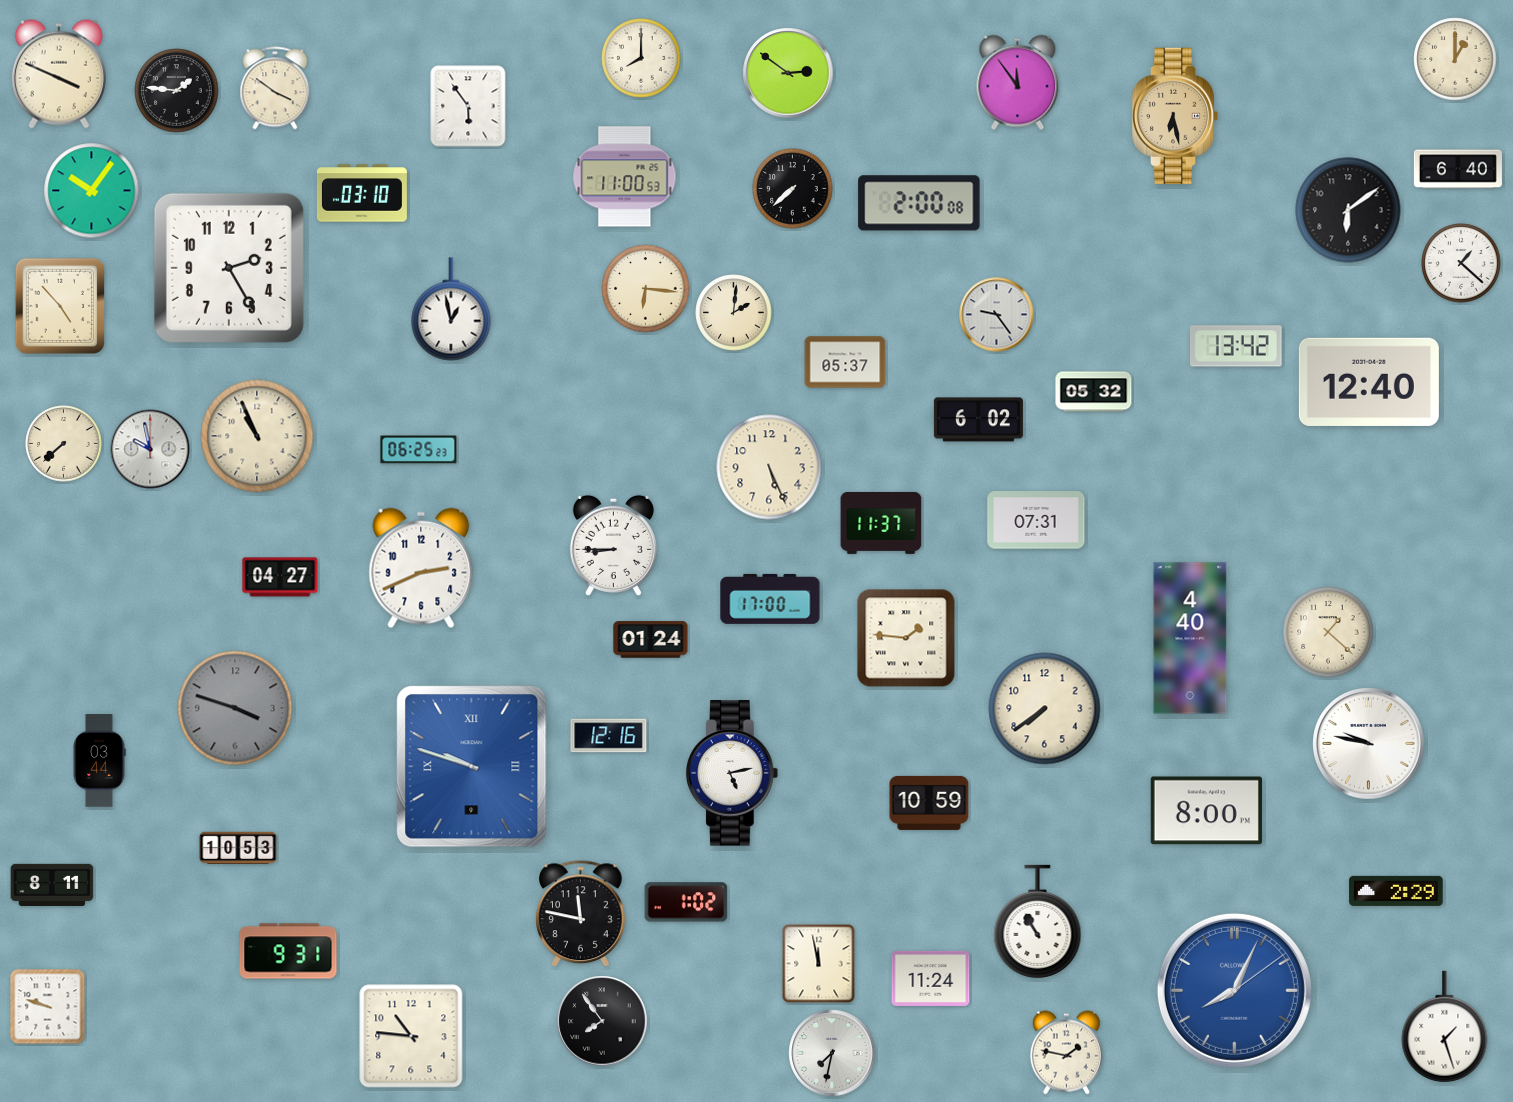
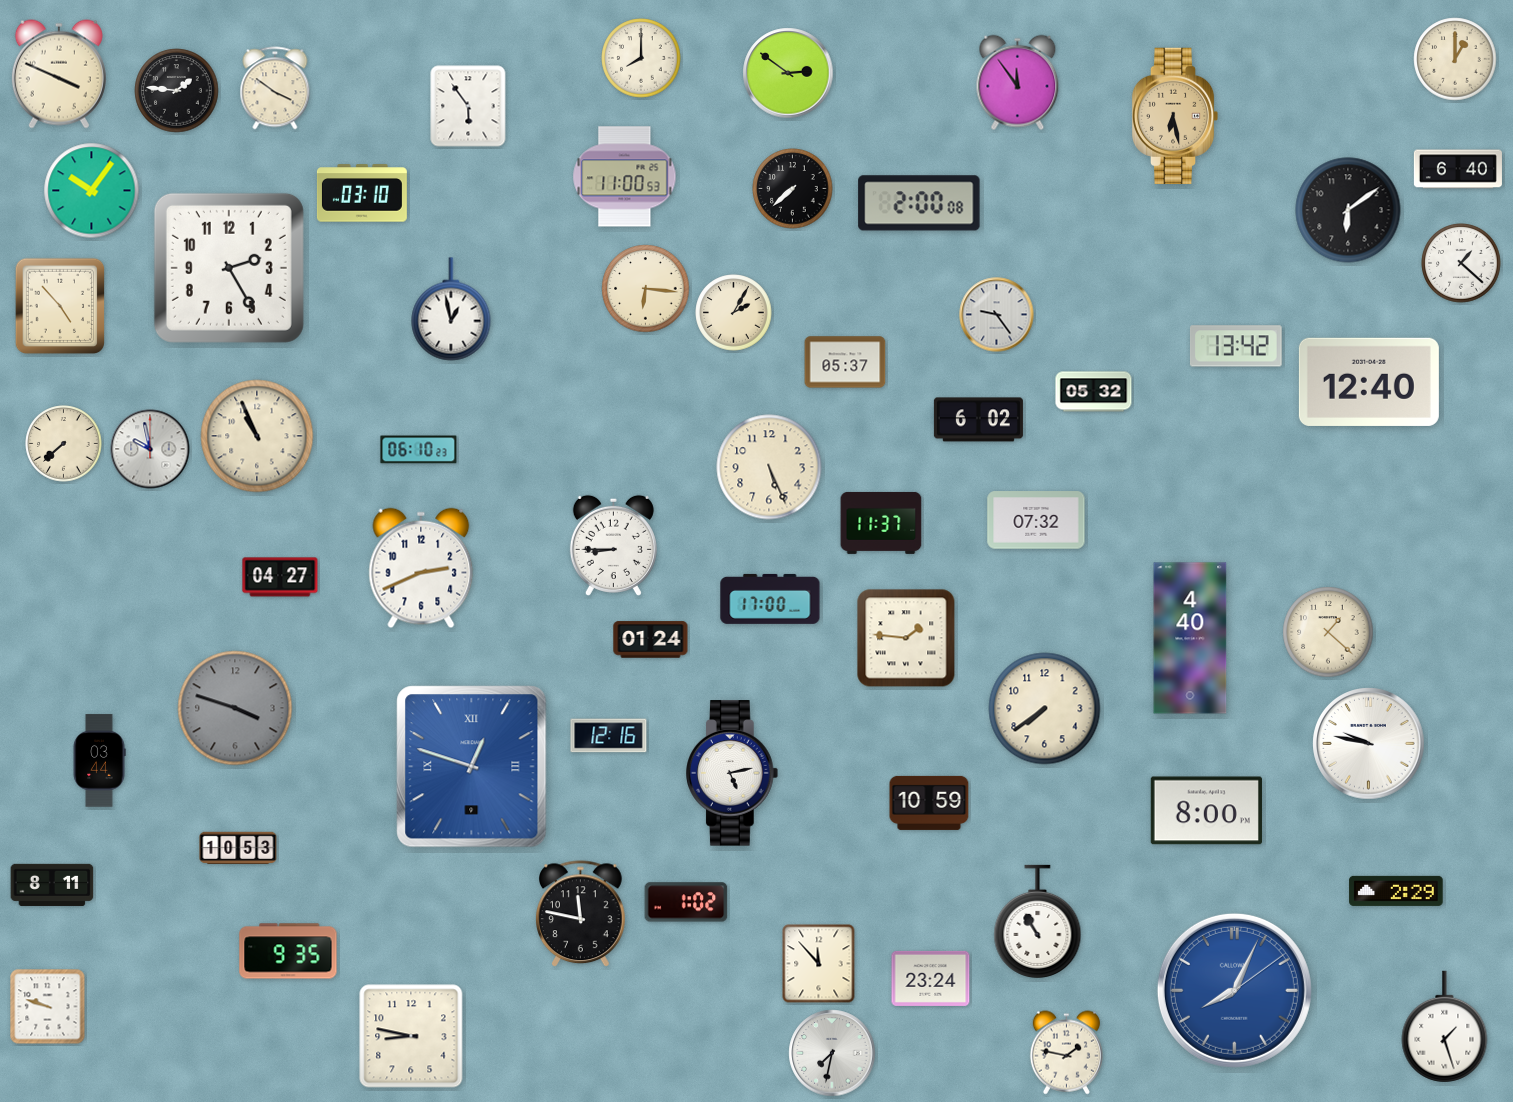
clock at (734, 313): 2:01 -> 2:05
clock at (419, 450): 06:25 -> 06:10
clock at (1036, 520): 07:31 -> 07:32
clock at (472, 767): 9:48 -> 12:48
clock at (288, 951): 9:31 -> 9:35
clock at (819, 964): 11:58 -> 11:53
clock at (931, 978): 11:24 -> 23:24
clock at (602, 1021): 7:54 -> none
clock at (411, 1036): 10:46 -> 8:47
